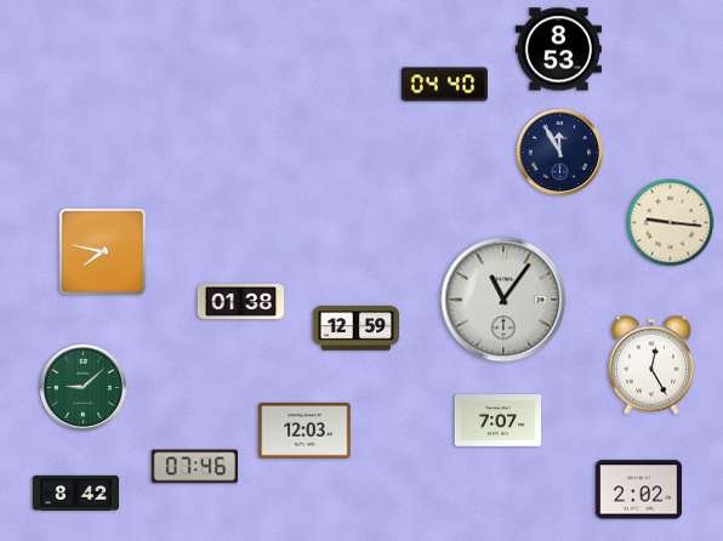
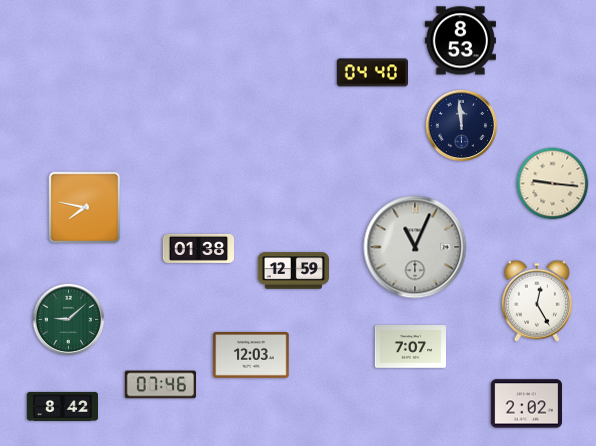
clock at (444, 85) position: (444, 85) -> (372, 73)
clock at (559, 152): 11:55 -> 11:59
clock at (503, 300): 11:06 -> 11:04
